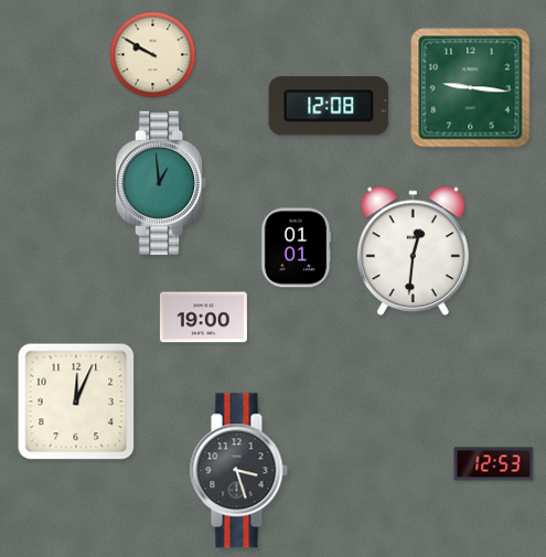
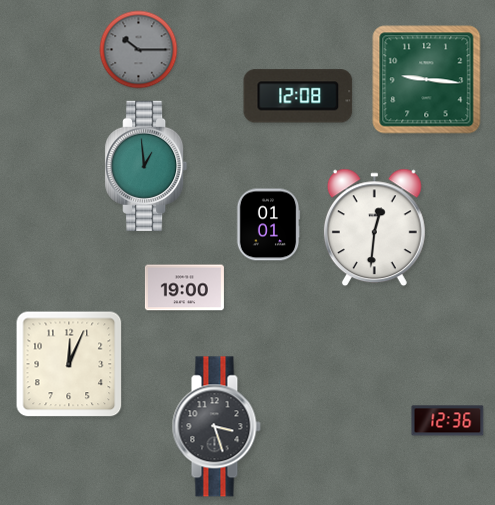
clock at (153, 55): 9:50 -> 10:15
clock at (153, 55) dial: cream -> grey
clock at (494, 464): 12:53 -> 12:36
